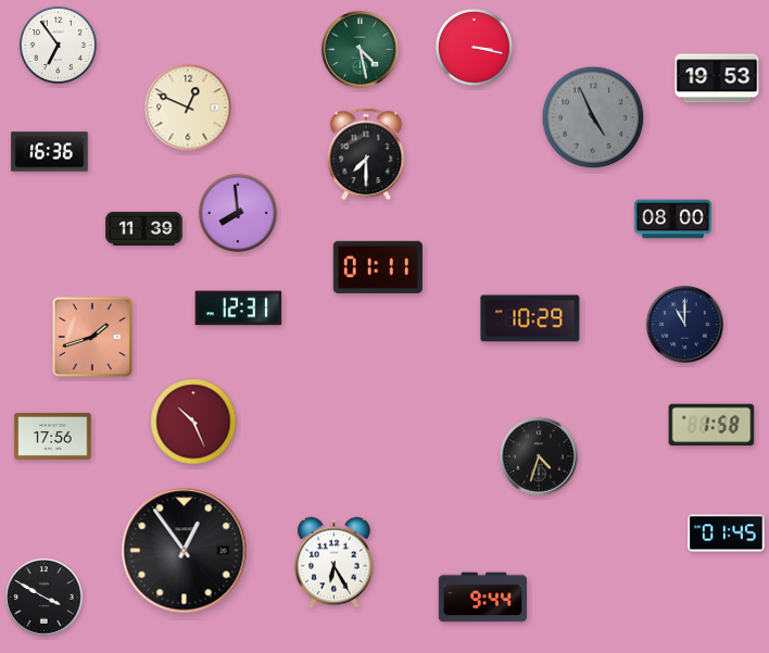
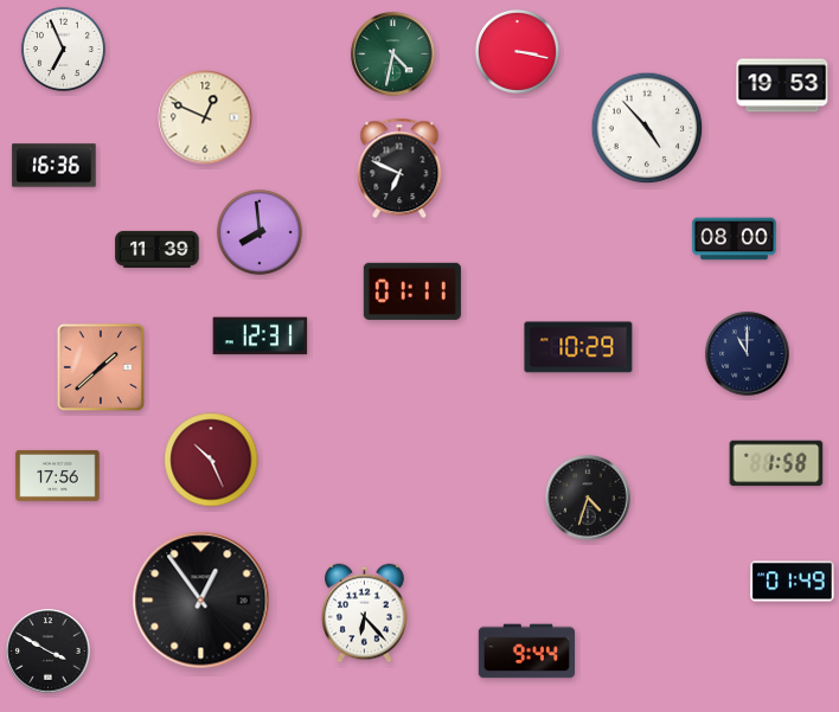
clock at (58, 45): 6:54 -> 6:56
clock at (361, 50): 4:28 -> 4:32
clock at (593, 117): 4:56 -> 4:53
clock at (593, 117) dial: grey -> white
clock at (366, 154): 7:30 -> 6:49
clock at (91, 336): 1:42 -> 1:38
clock at (727, 533): 01:45 -> 01:49
clock at (335, 563): 6:25 -> 6:23
